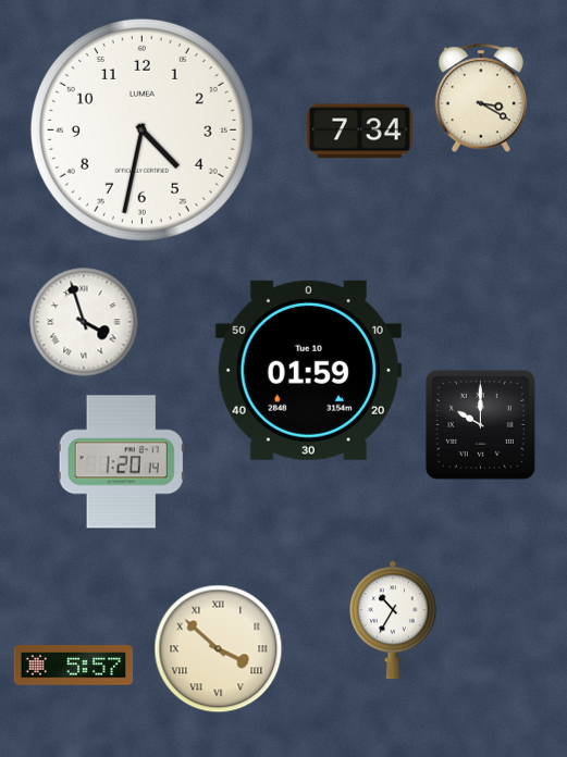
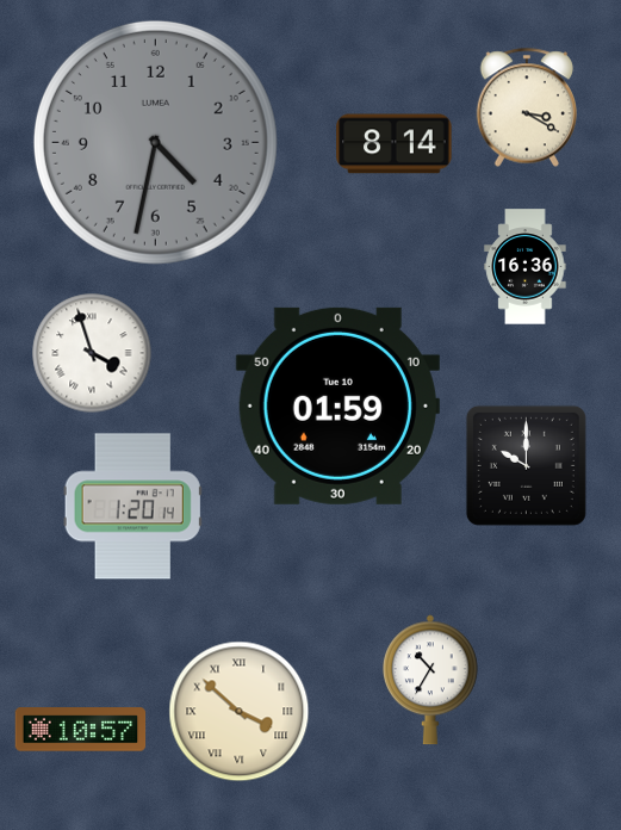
clock at (141, 129) dial: white -> grey
clock at (360, 132): 7:34 -> 8:14
clock at (526, 267): none -> 16:36
clock at (74, 666): 5:57 -> 10:57
